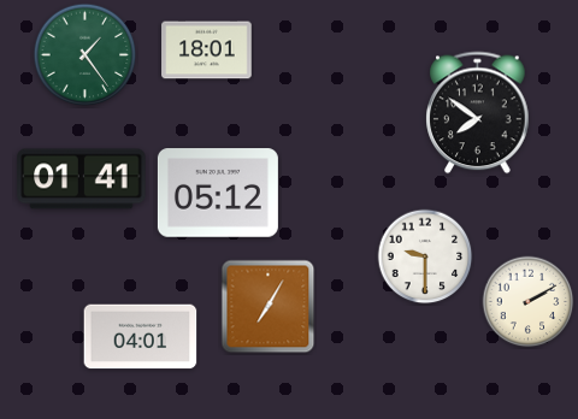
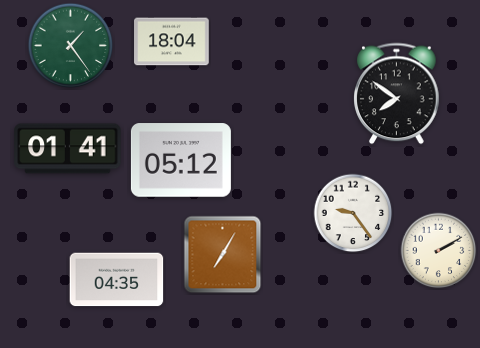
clock at (207, 51): 18:01 -> 18:04
clock at (425, 256): 9:30 -> 9:24
clock at (141, 337): 04:01 -> 04:35
